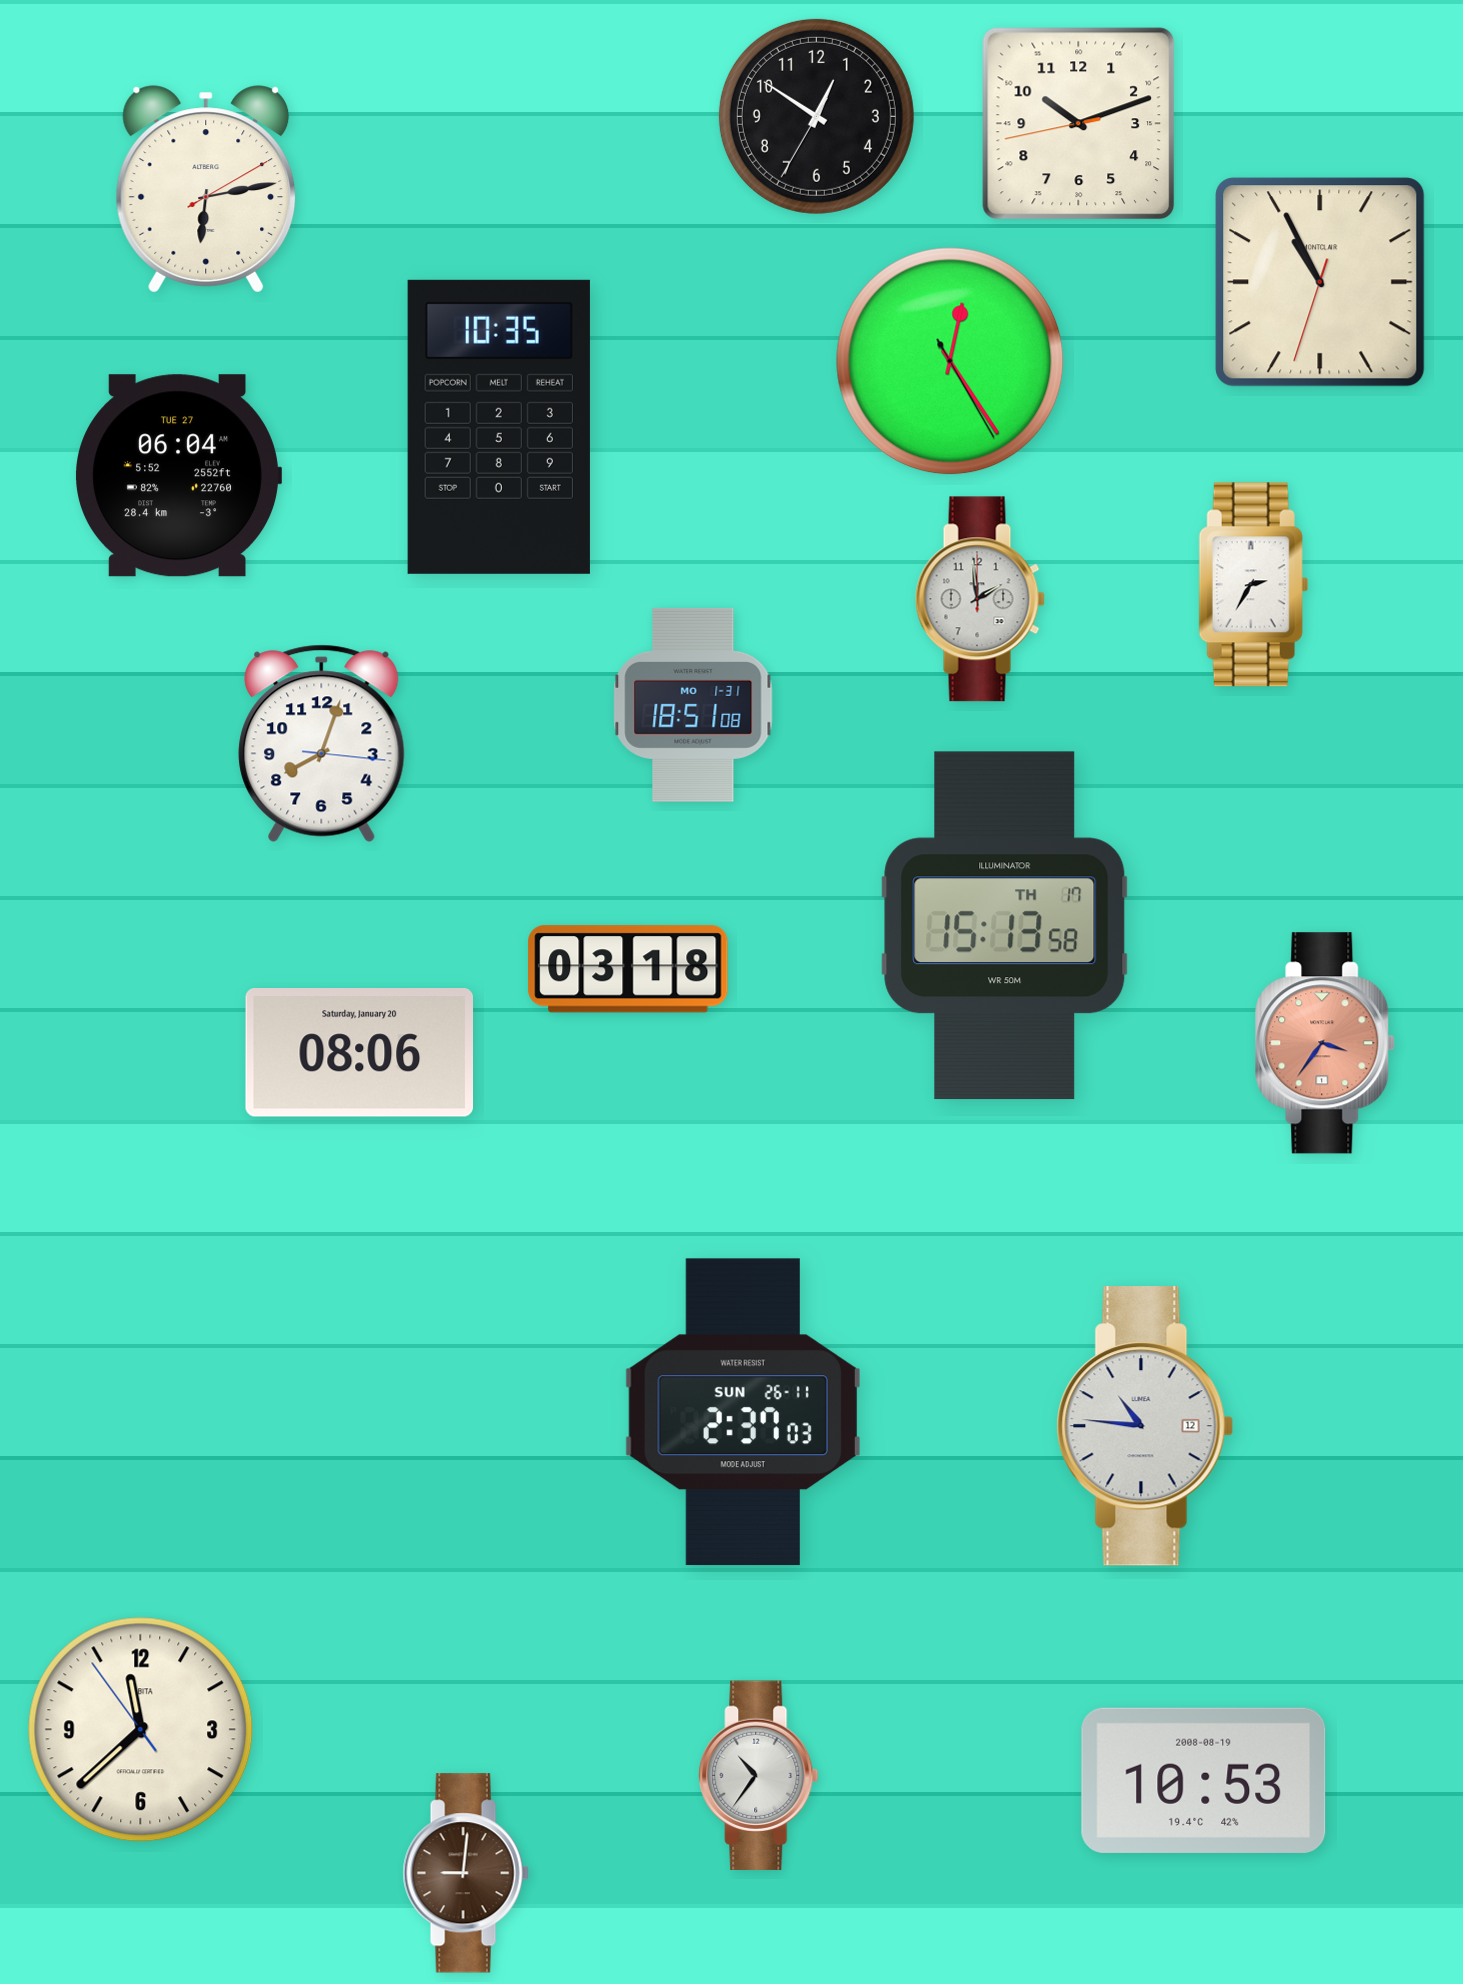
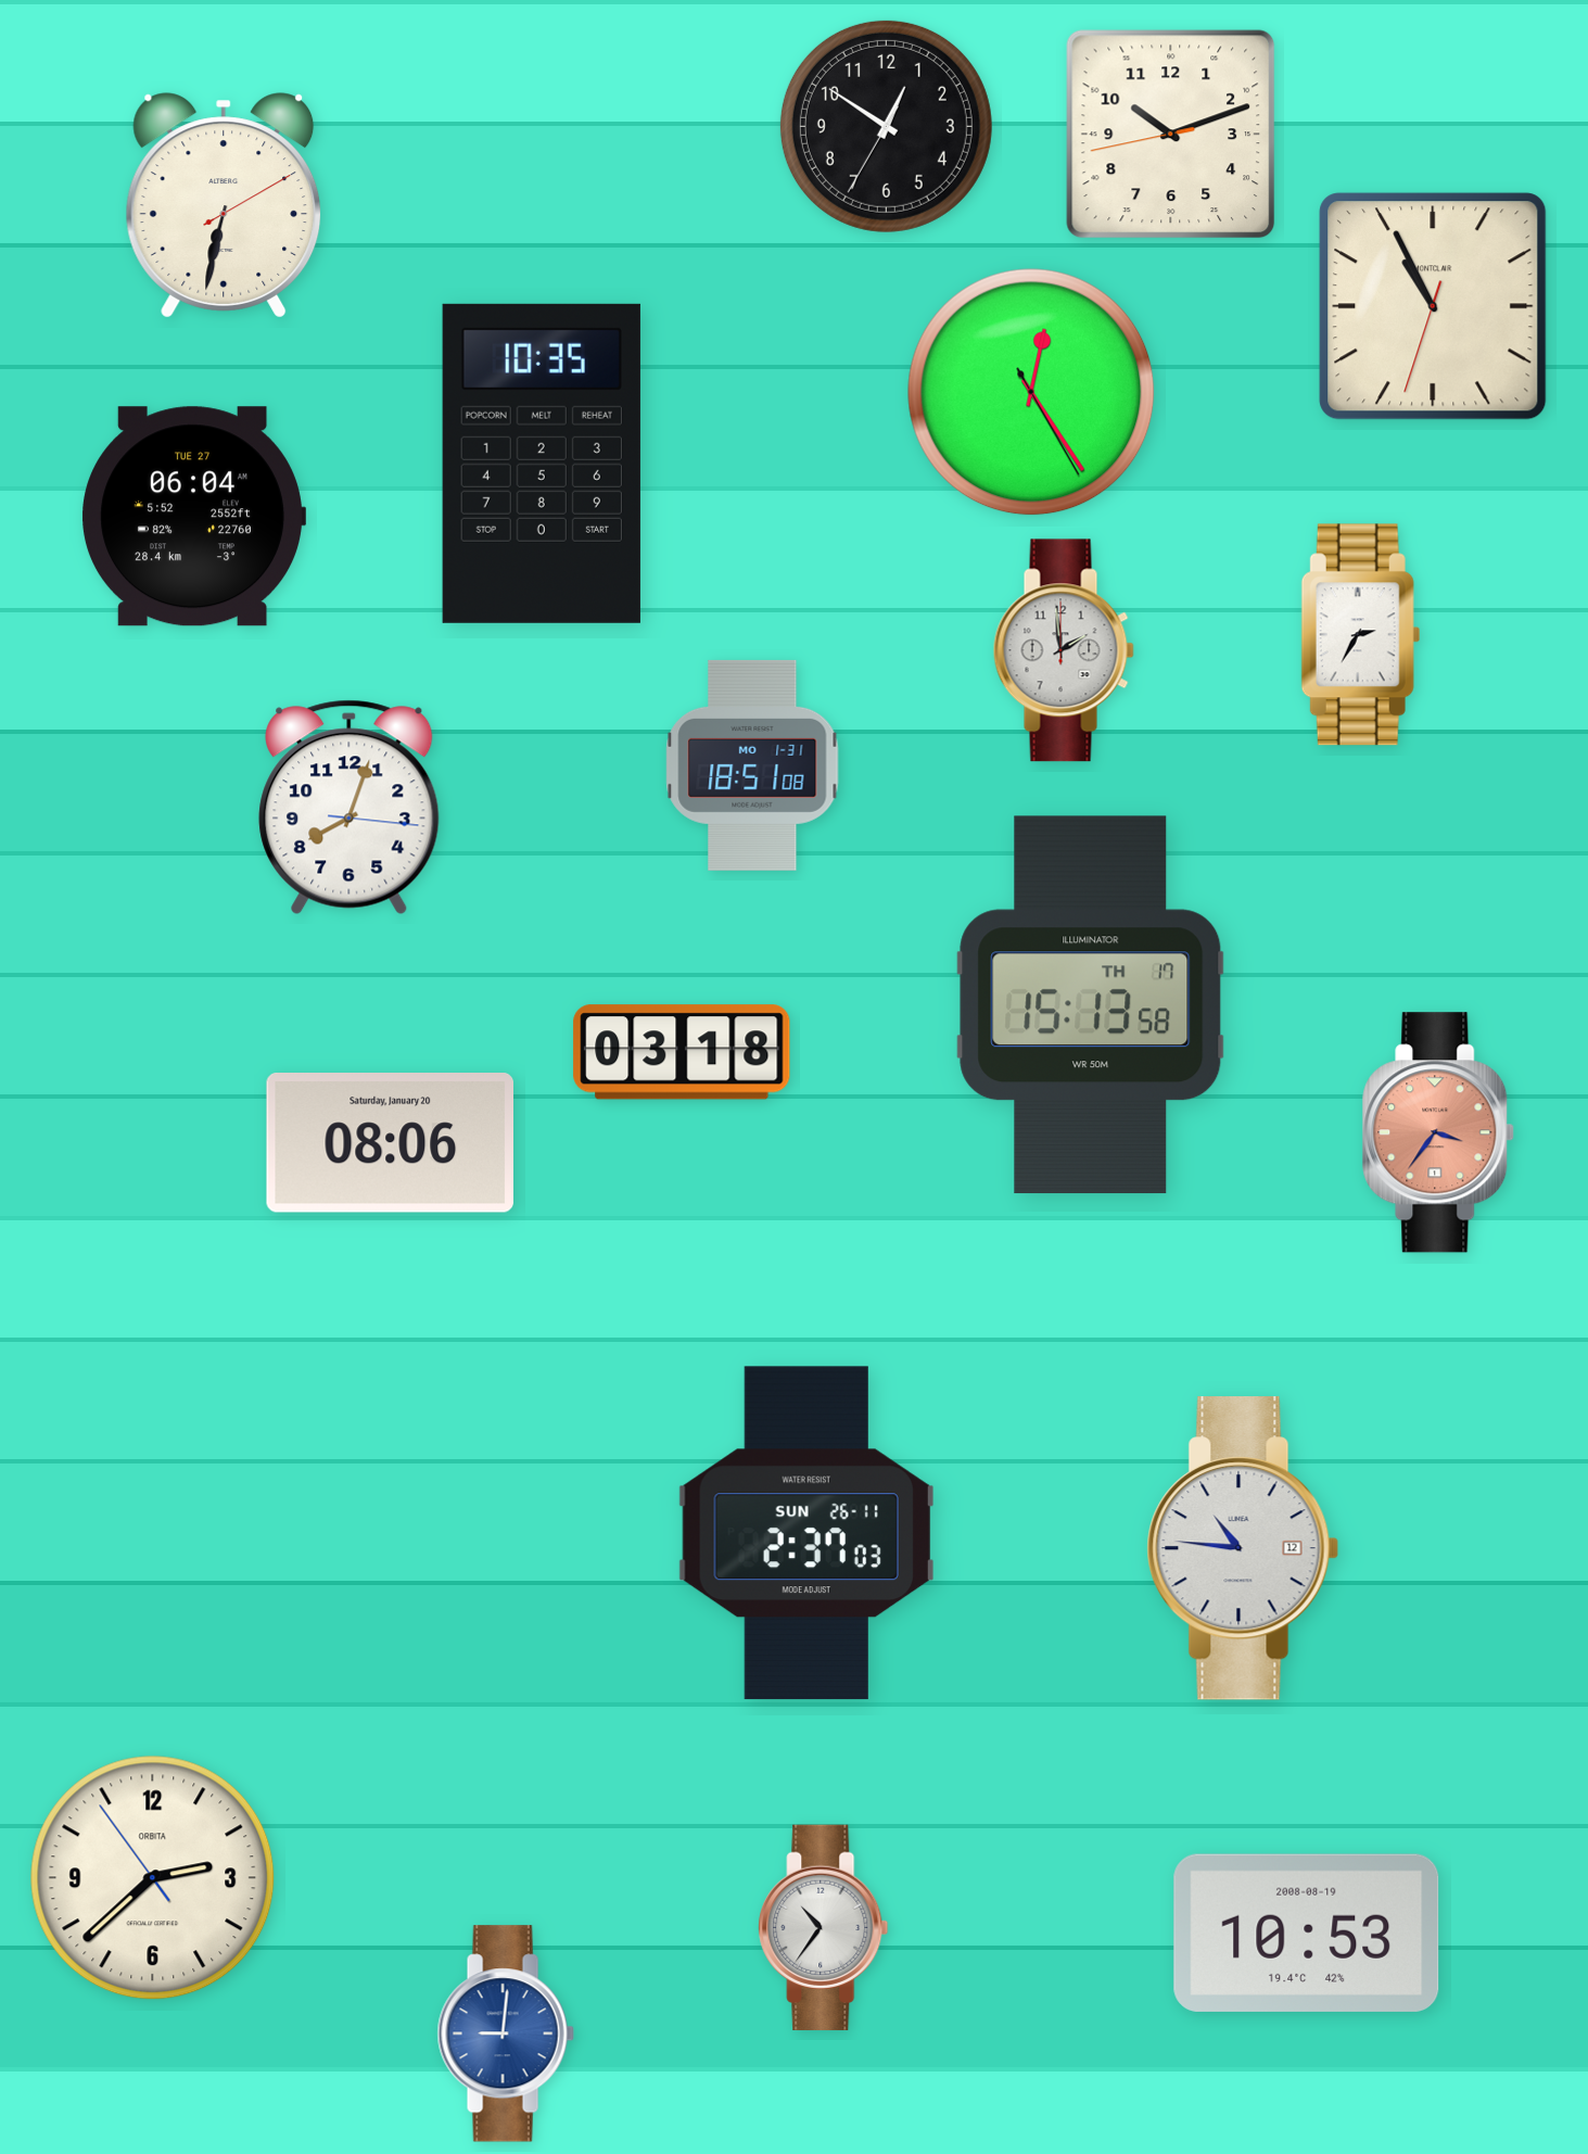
clock at (206, 189): 6:13 -> 6:32
clock at (141, 1730): 11:37 -> 2:37
clock at (466, 1873) dial: brown -> blue
